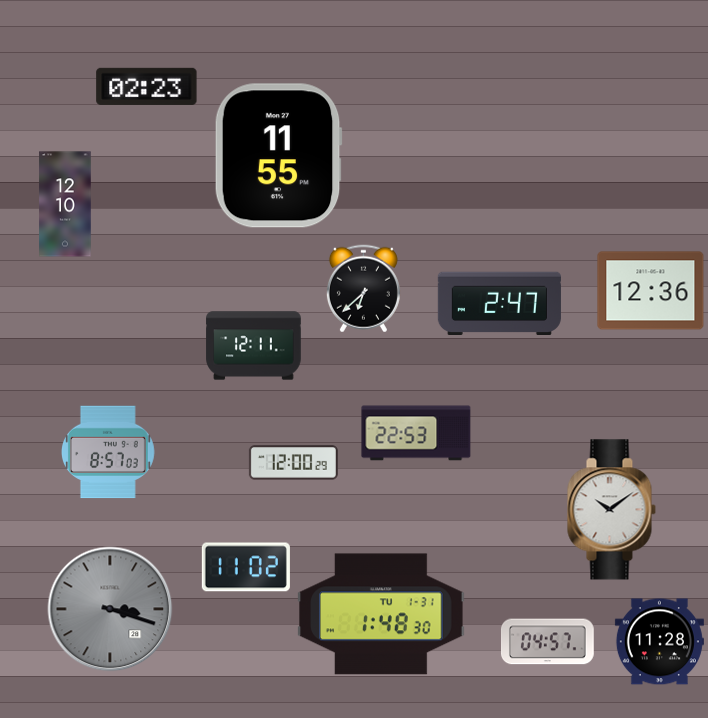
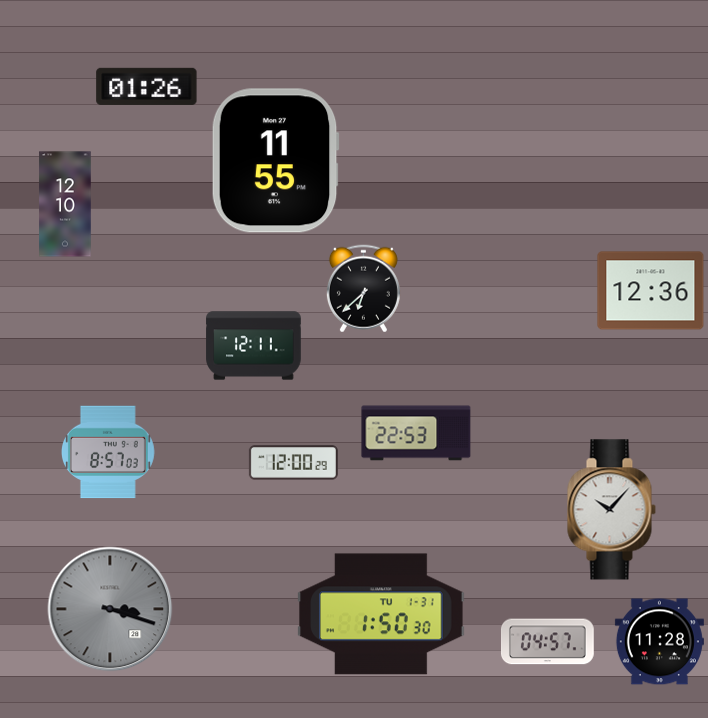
clock at (147, 86): 02:23 -> 01:26
clock at (278, 156) position: (278, 156) -> (275, 161)
clock at (499, 304): 2:47 -> none
clock at (611, 510): 10:09 -> 10:07
clock at (246, 567): 11:02 -> none
clock at (381, 614): 1:48 -> 1:50
